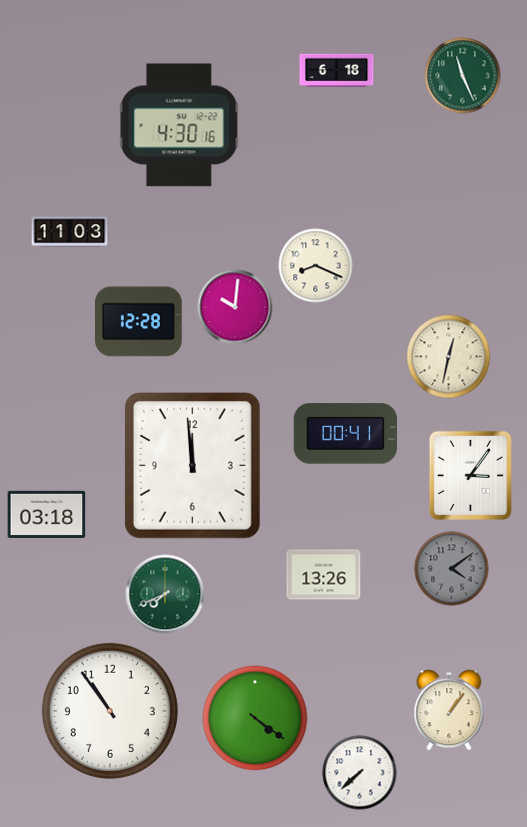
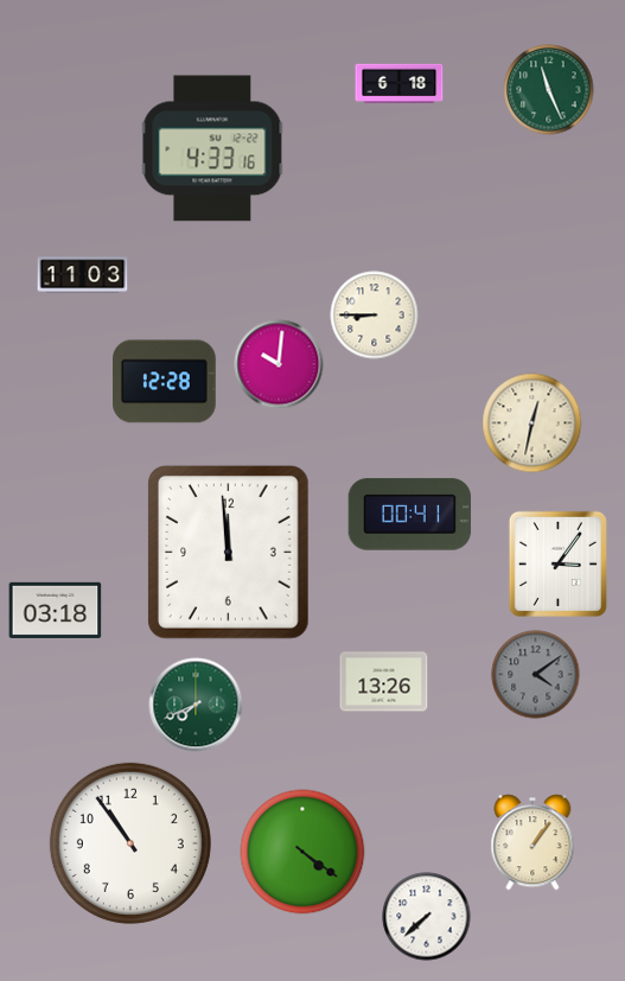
clock at (179, 125): 4:30 -> 4:33
clock at (316, 266): 8:19 -> 8:45
